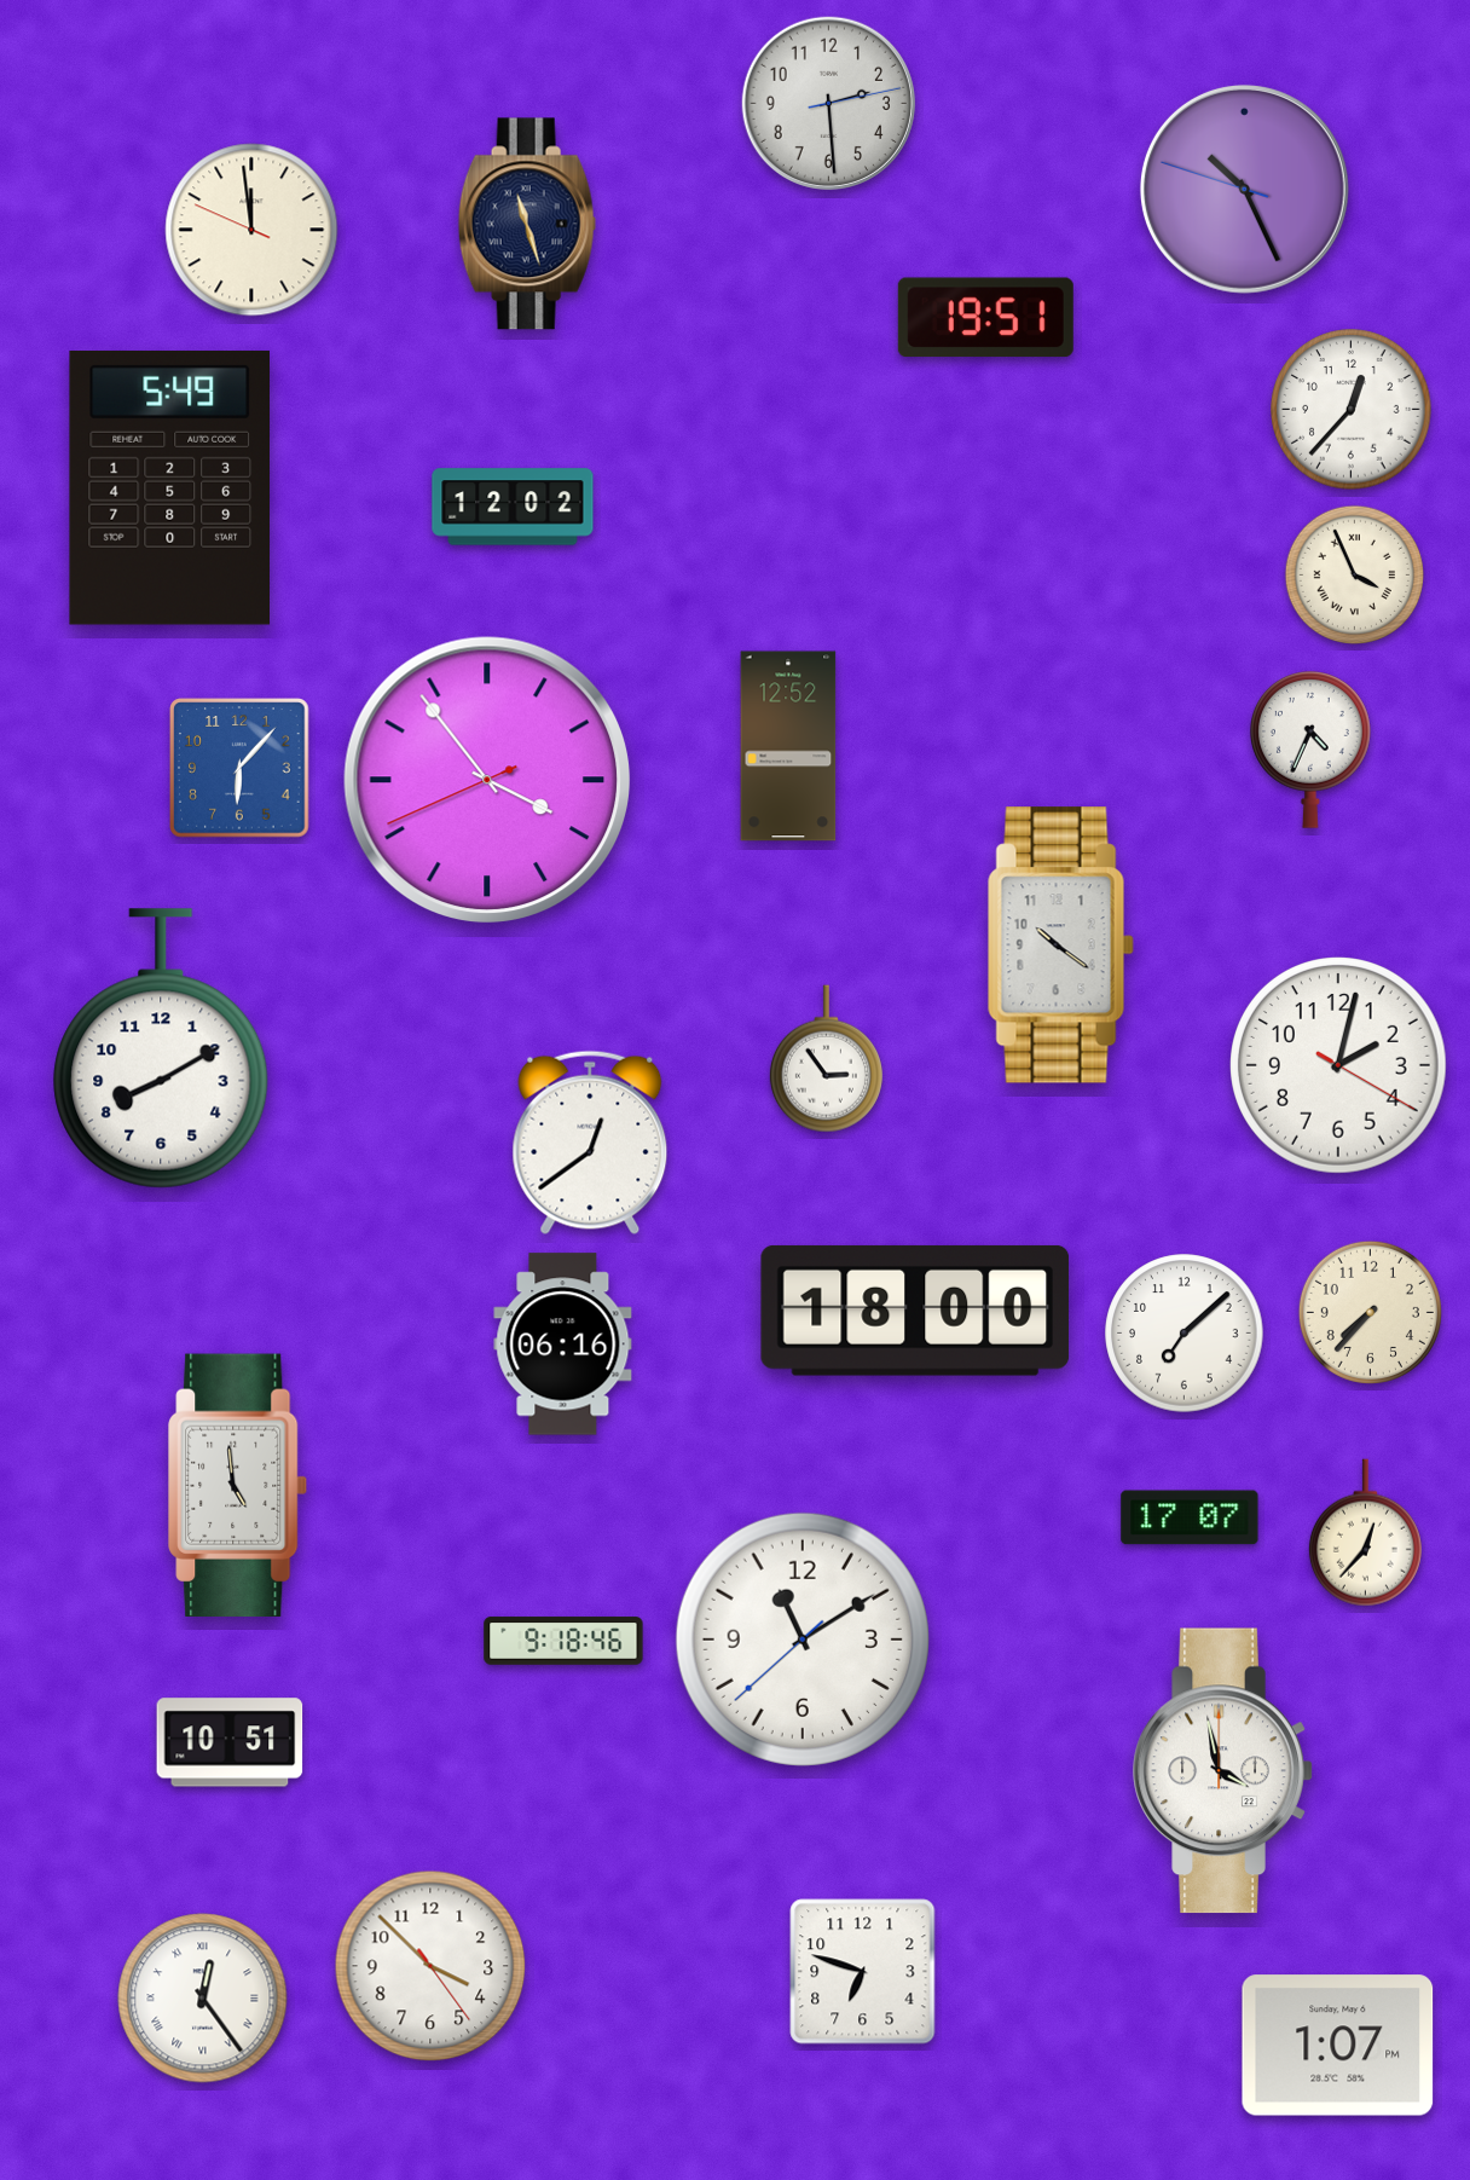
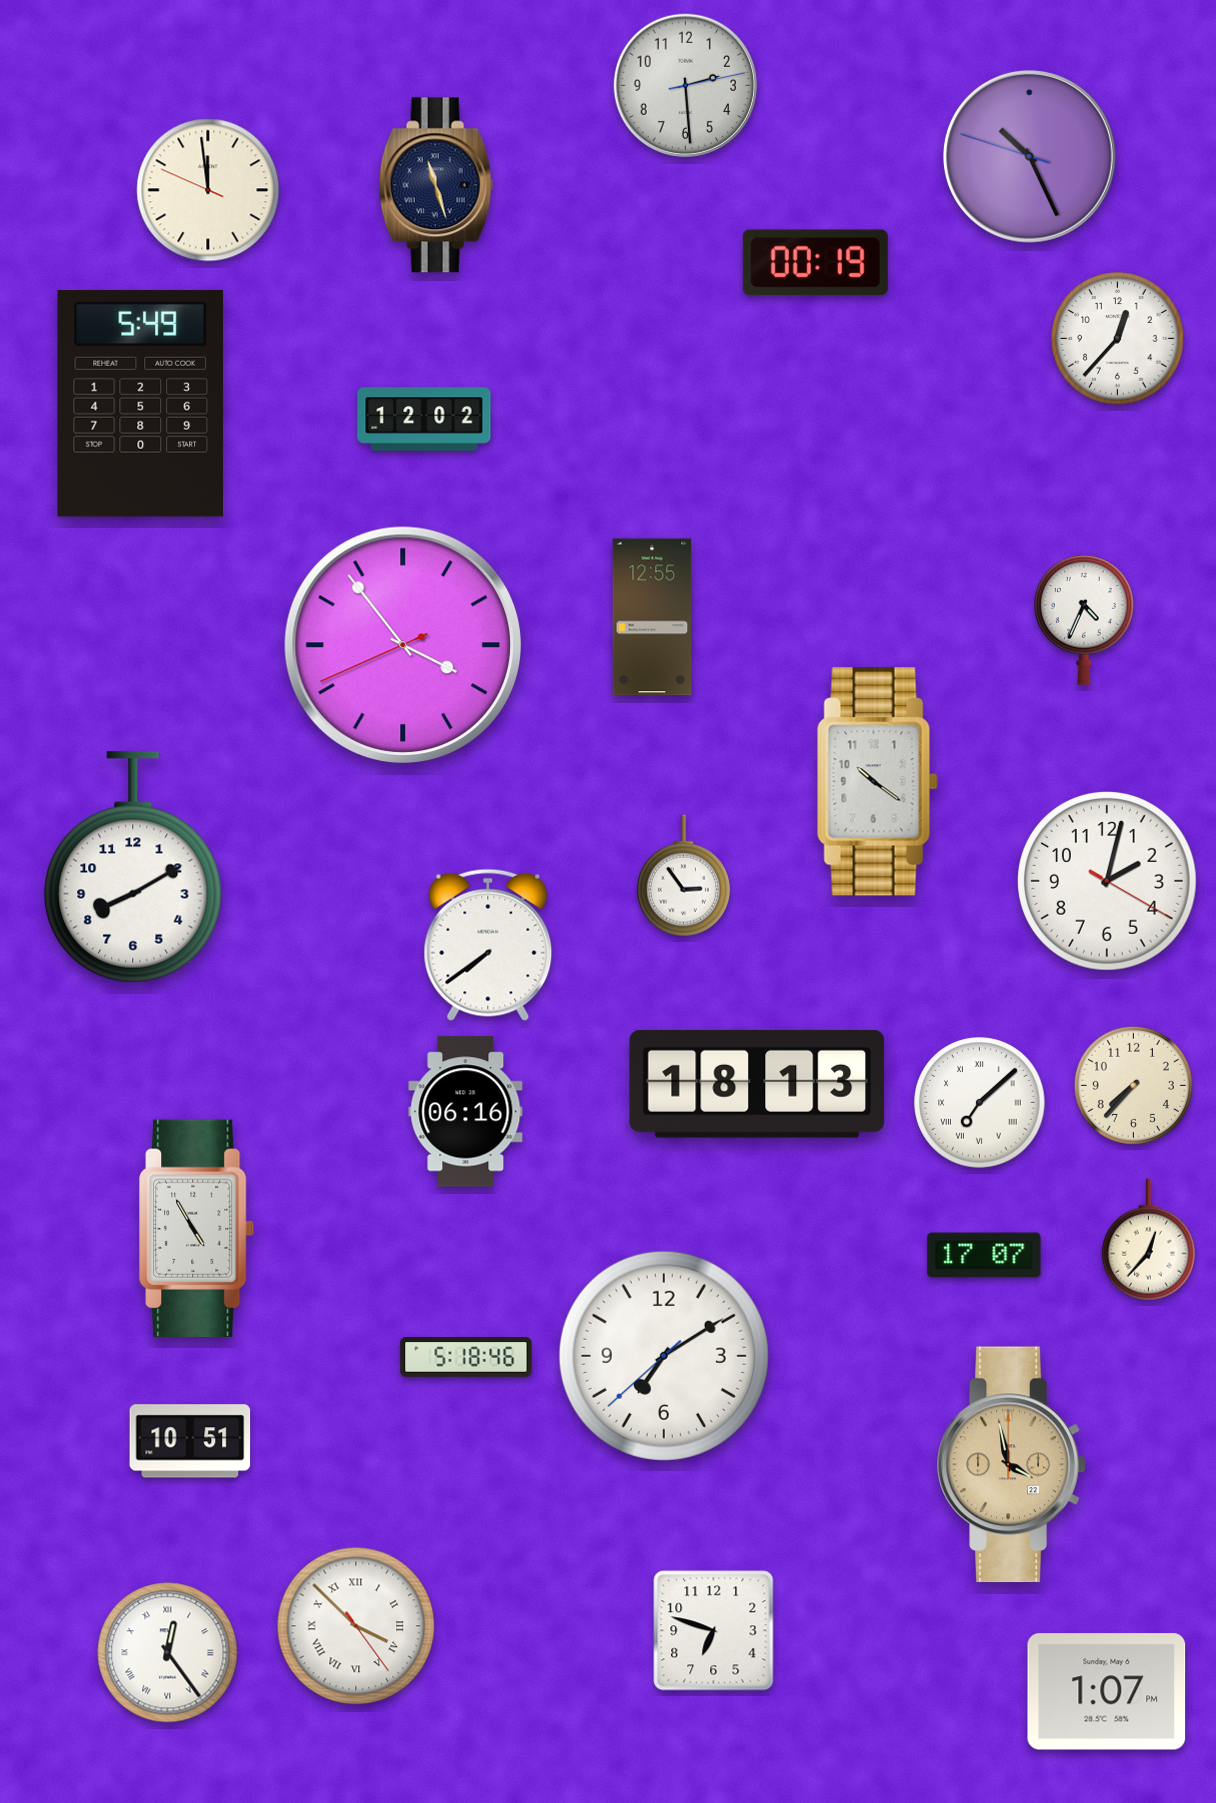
clock at (985, 317): 19:51 -> 00:19
clock at (1354, 574): 3:56 -> none
clock at (788, 746): 12:52 -> 12:55
clock at (239, 768): 6:07 -> none
clock at (590, 1143): 12:39 -> 7:39
clock at (915, 1311): 18:00 -> 18:13
clock at (1185, 1334) numerals: Arabic -> Roman
clock at (238, 1486): 4:59 -> 4:55
clock at (1365, 1533) position: (1365, 1533) -> (1148, 1240)
clock at (803, 1640): 11:09 -> 7:09
clock at (563, 1641): 9:18 -> 5:18
clock at (1223, 1771) dial: white -> champagne
clock at (430, 1966) numerals: Arabic -> Roman
